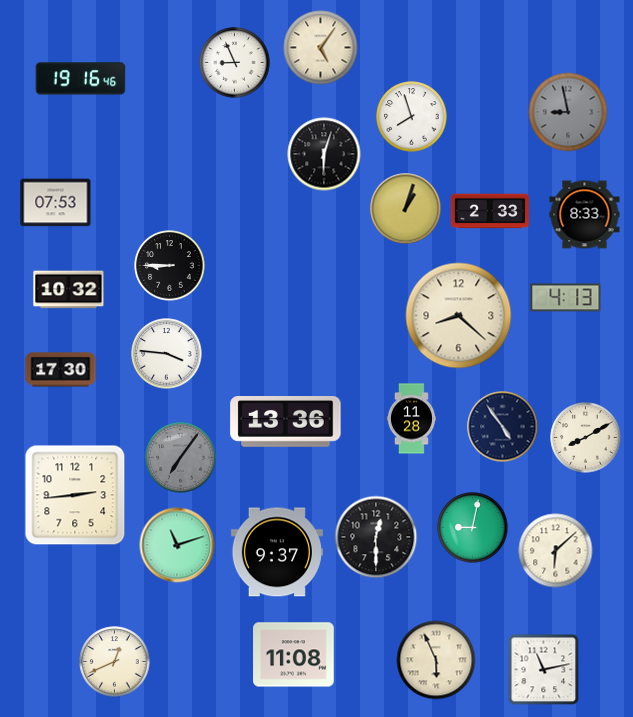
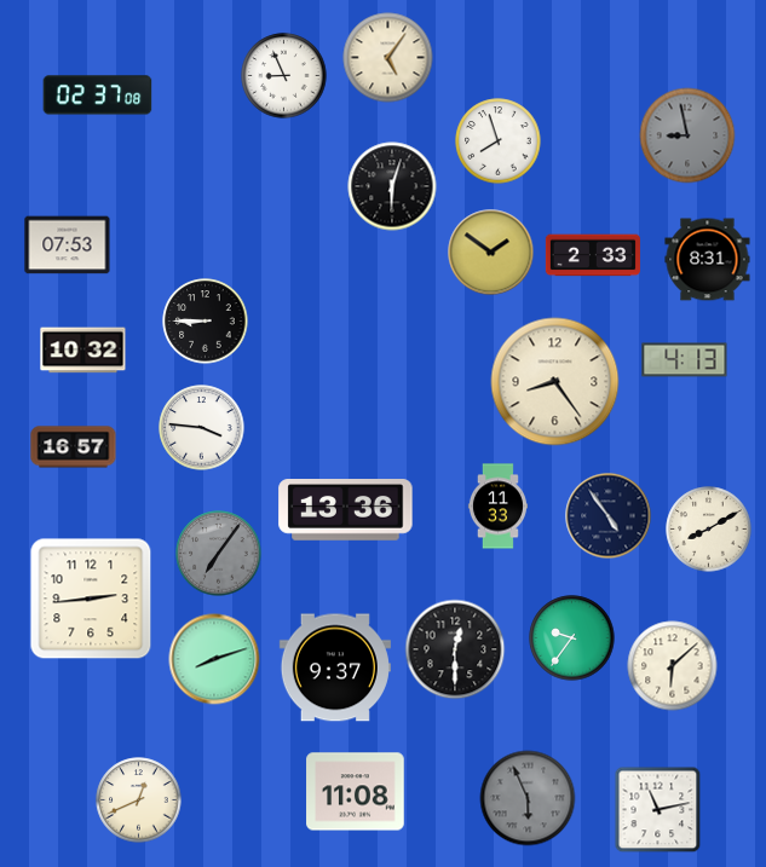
clock at (81, 79): 19:16 -> 02:37
clock at (406, 209): 1:03 -> 1:51
clock at (585, 215): 8:33 -> 8:31
clock at (459, 316): 8:22 -> 8:24
clock at (61, 370): 17:30 -> 16:57
clock at (411, 419): 11:28 -> 11:33
clock at (473, 528): 9:02 -> 9:36
clock at (177, 545): 11:12 -> 8:12
clock at (436, 660) dial: cream -> grey
